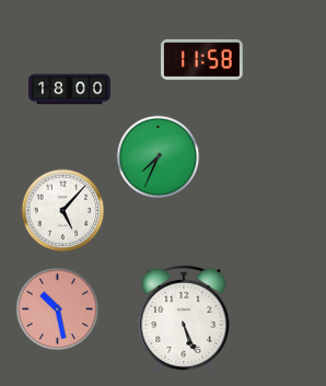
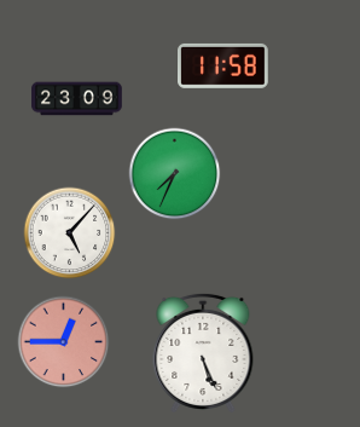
clock at (70, 90): 18:00 -> 23:09
clock at (58, 309): 10:28 -> 12:45
